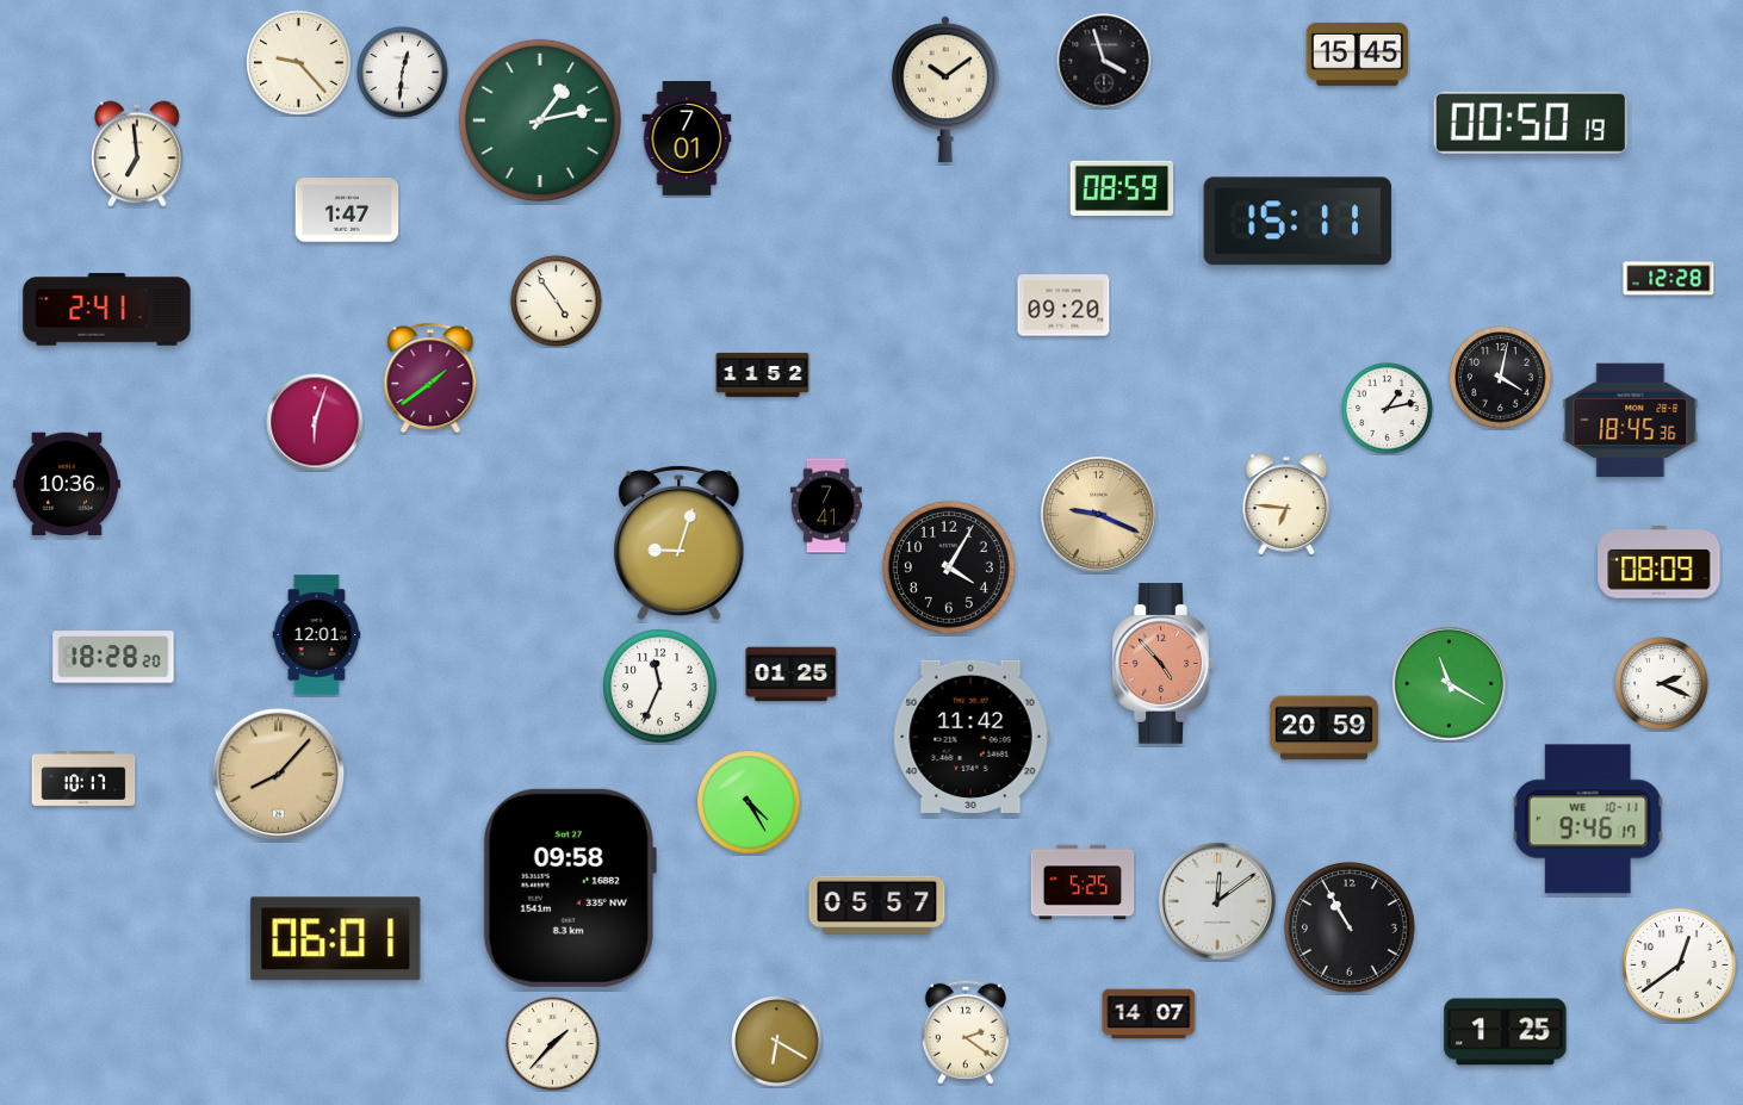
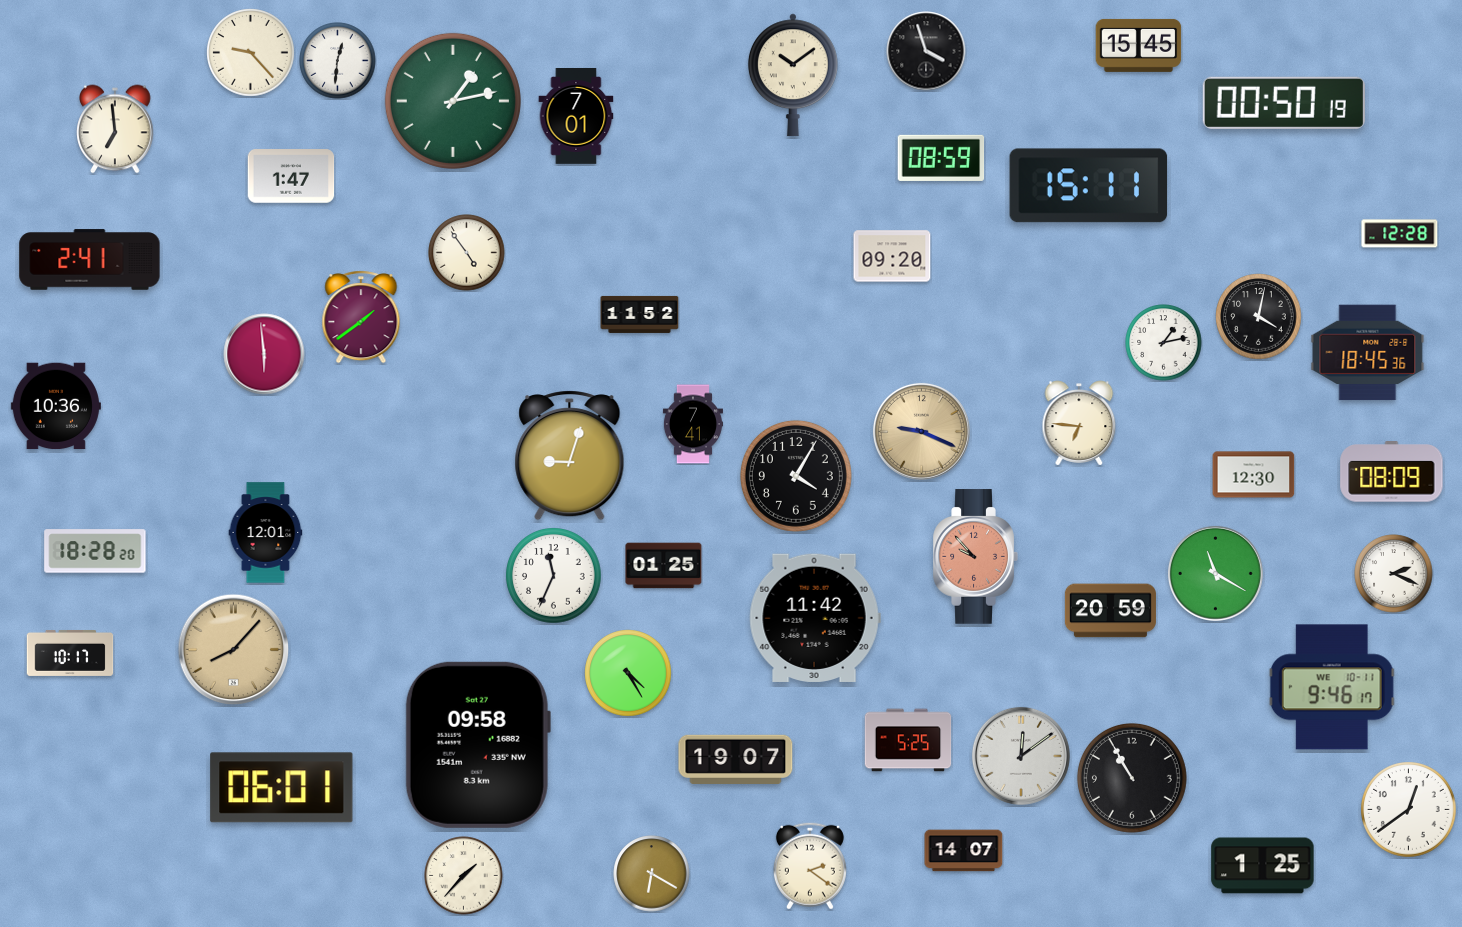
clock at (315, 422): 6:03 -> 5:59
clock at (1254, 475): none -> 12:30
clock at (1162, 664): 4:53 -> 9:53
clock at (877, 905): 05:57 -> 19:07
